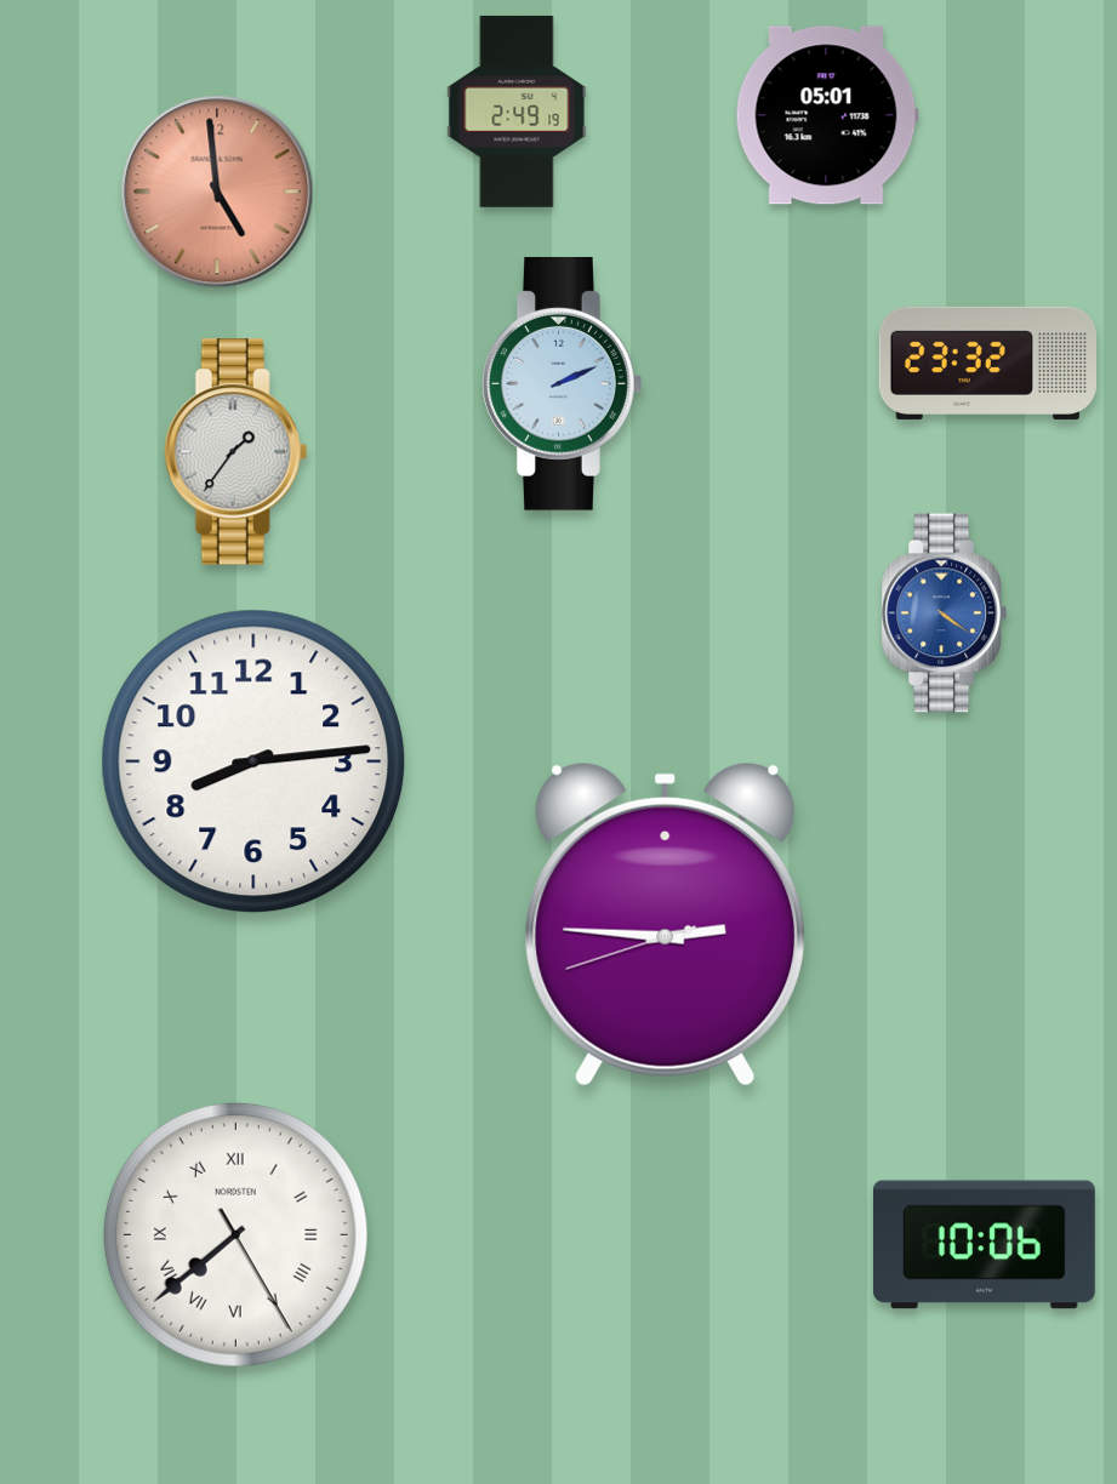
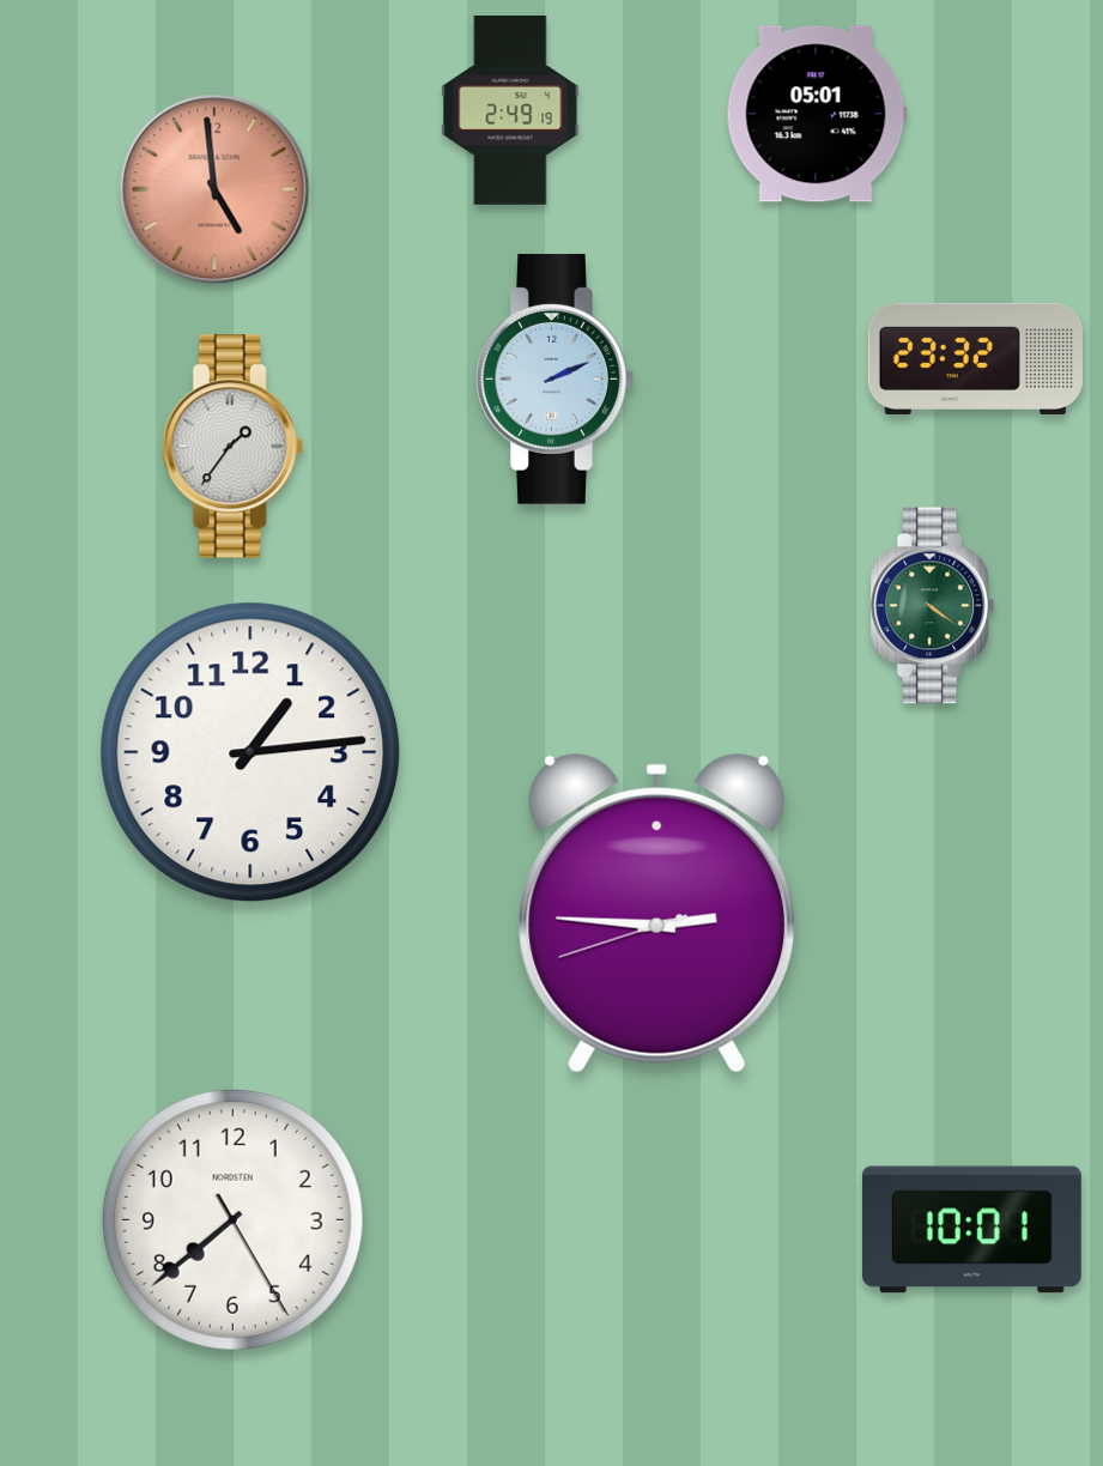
clock at (945, 613) dial: blue -> green
clock at (253, 761): 8:14 -> 1:14
clock at (235, 1234) numerals: Roman -> Arabic
clock at (984, 1245): 10:06 -> 10:01
